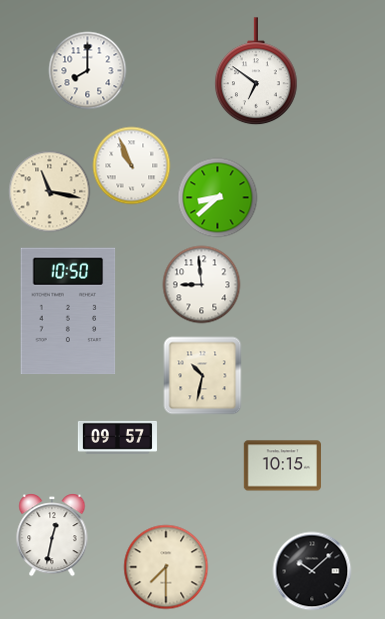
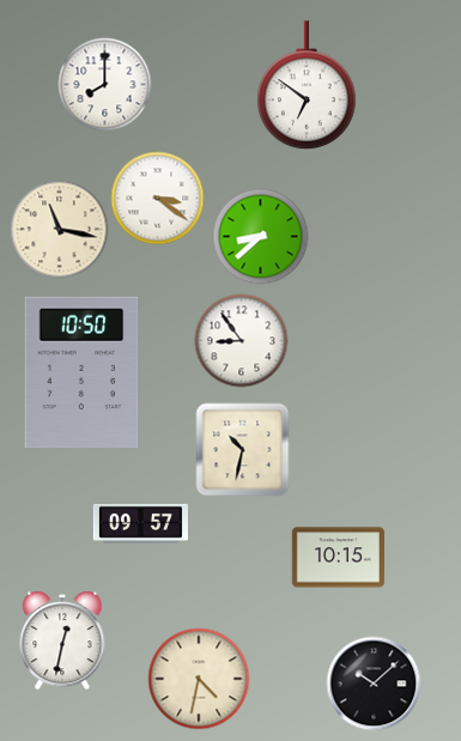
clock at (131, 165): 10:56 -> 3:21
clock at (201, 284): 8:59 -> 8:54
clock at (166, 567): 7:30 -> 4:32
